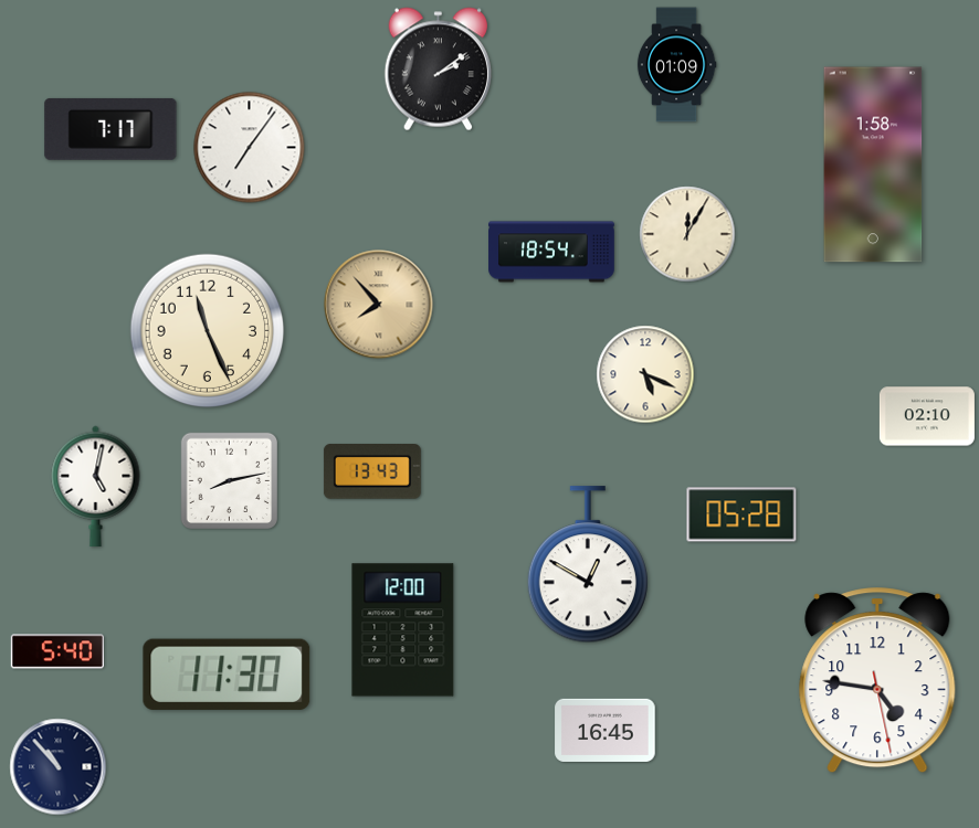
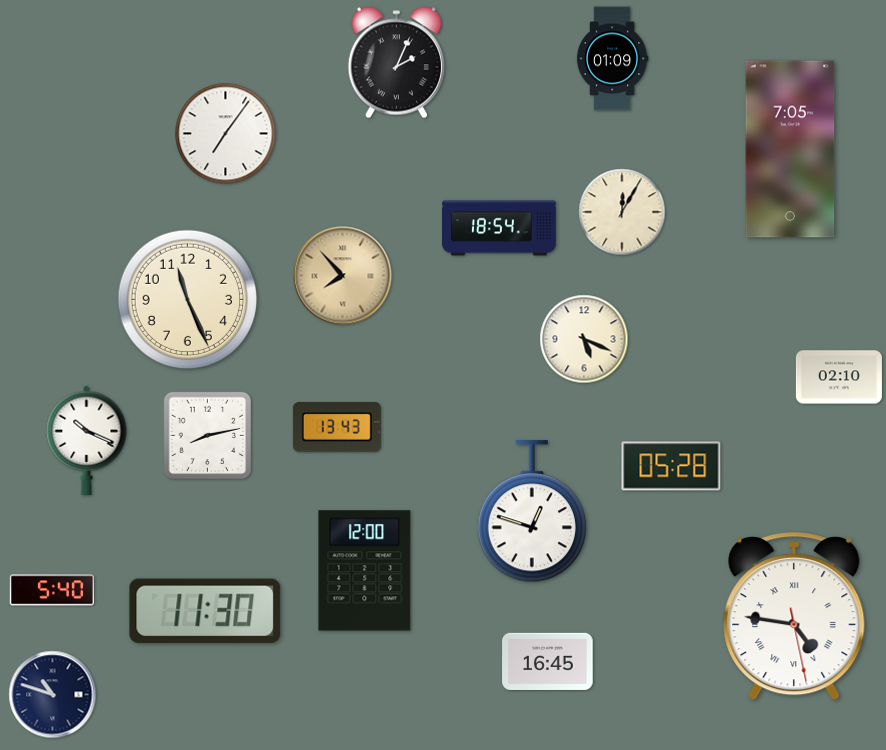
clock at (438, 70): 2:09 -> 2:04
clock at (110, 129): 7:17 -> none
clock at (873, 164): 1:58 -> 7:05
clock at (96, 486): 5:02 -> 10:19
clock at (588, 565): 12:50 -> 12:48
clock at (877, 681) numerals: Arabic -> Roman
clock at (59, 767): 10:53 -> 10:48
